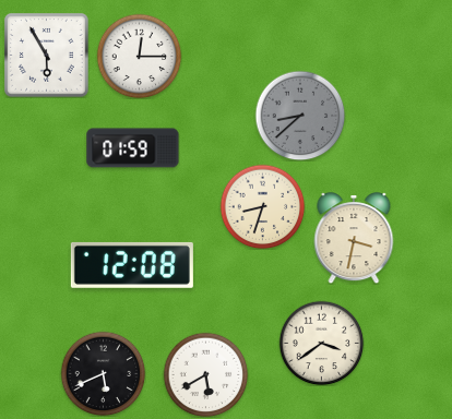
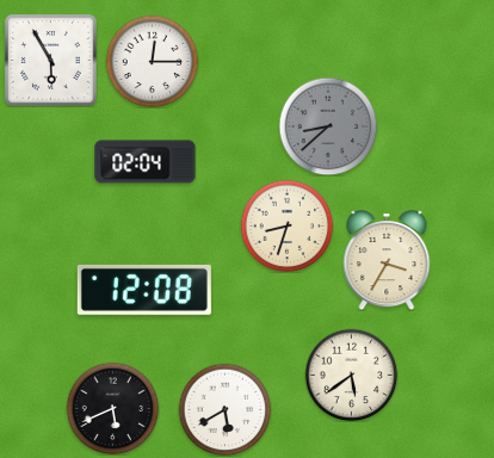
clock at (133, 148): 01:59 -> 02:04
clock at (354, 238): 3:32 -> 3:35
clock at (321, 343): 3:39 -> 5:39
